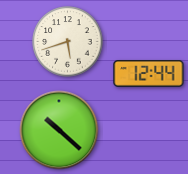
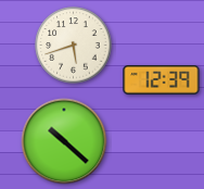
clock at (149, 74): 12:44 -> 12:39
